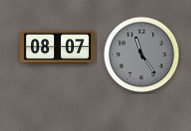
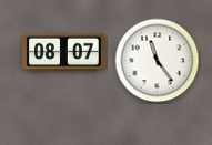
clock at (142, 55) dial: grey -> white
